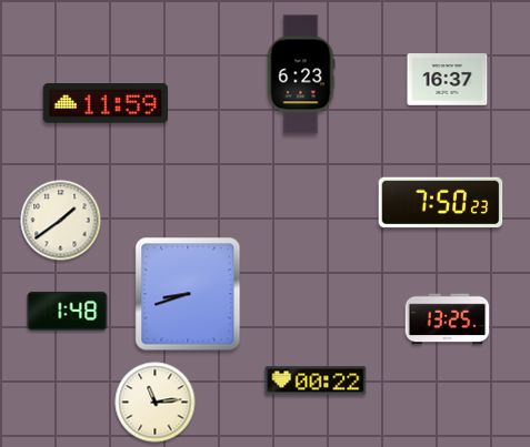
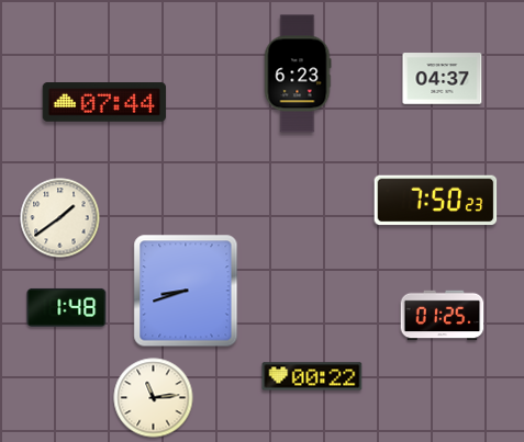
clock at (448, 80): 16:37 -> 04:37
clock at (106, 104): 11:59 -> 07:44
clock at (448, 319): 13:25 -> 01:25
